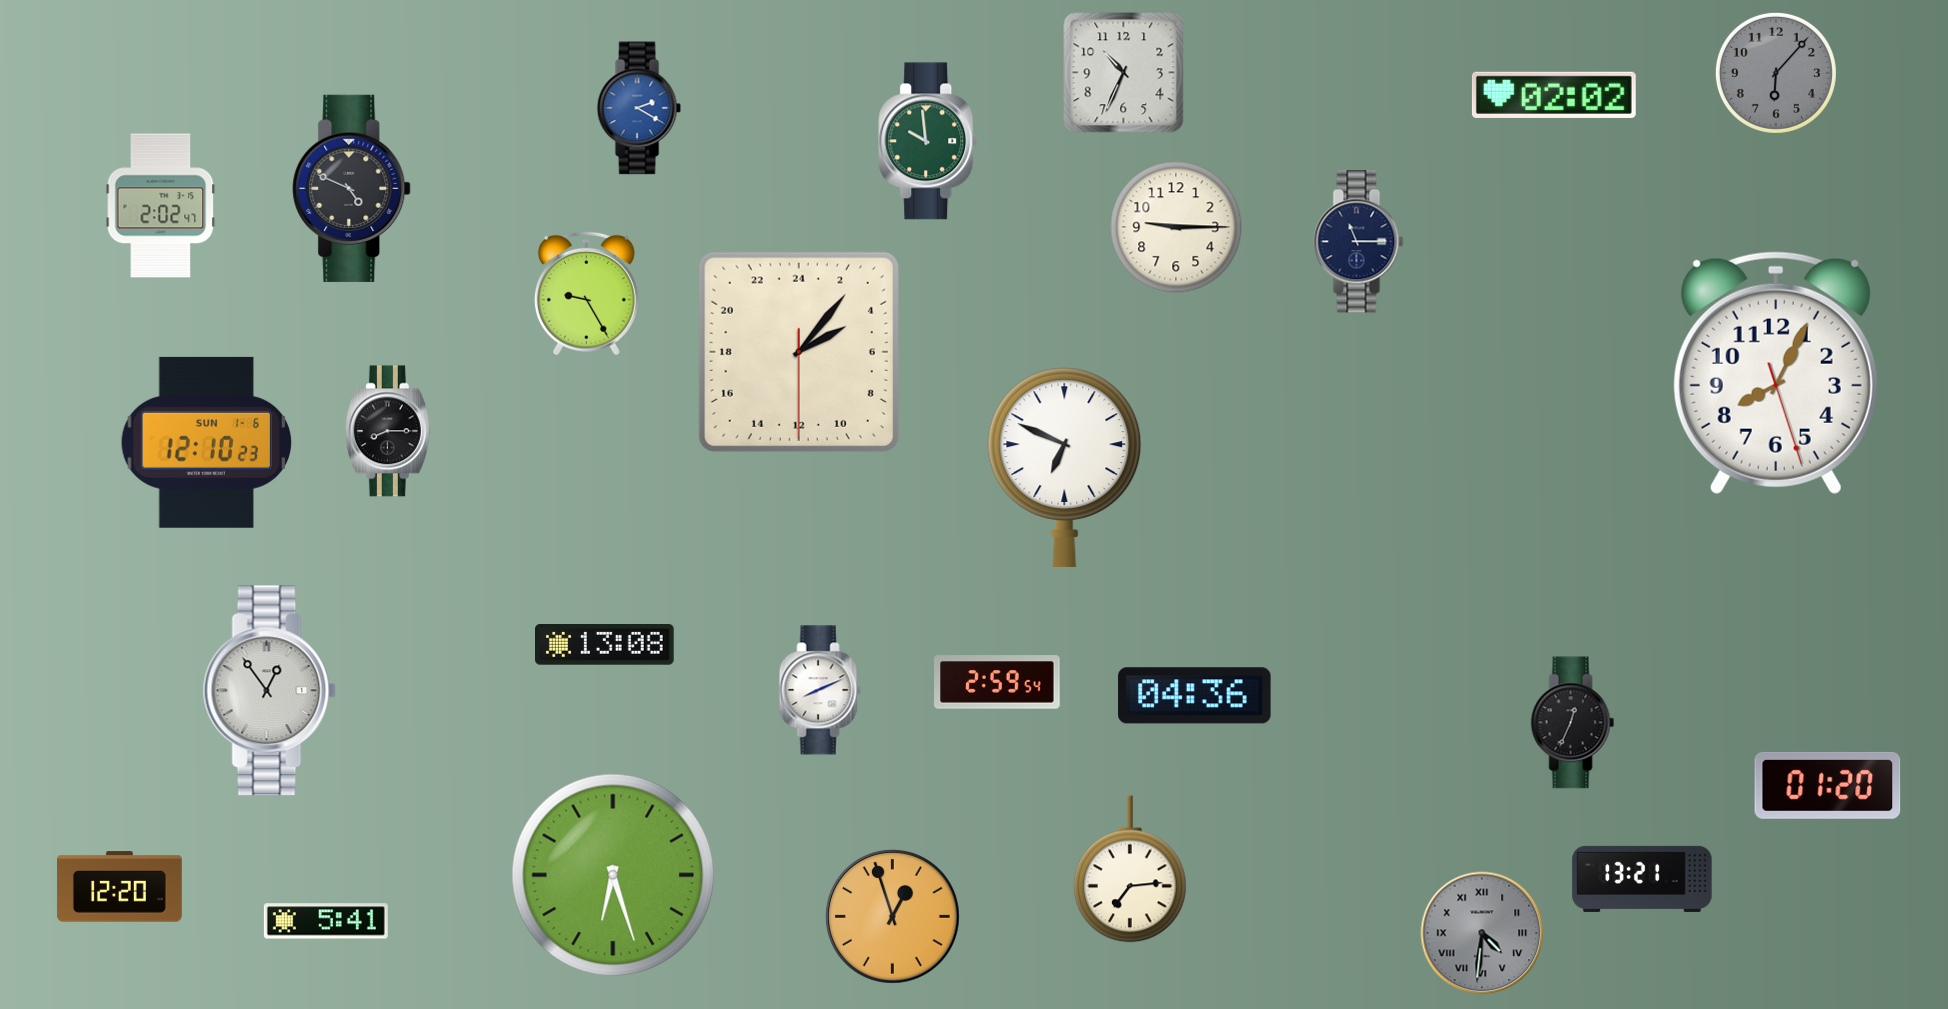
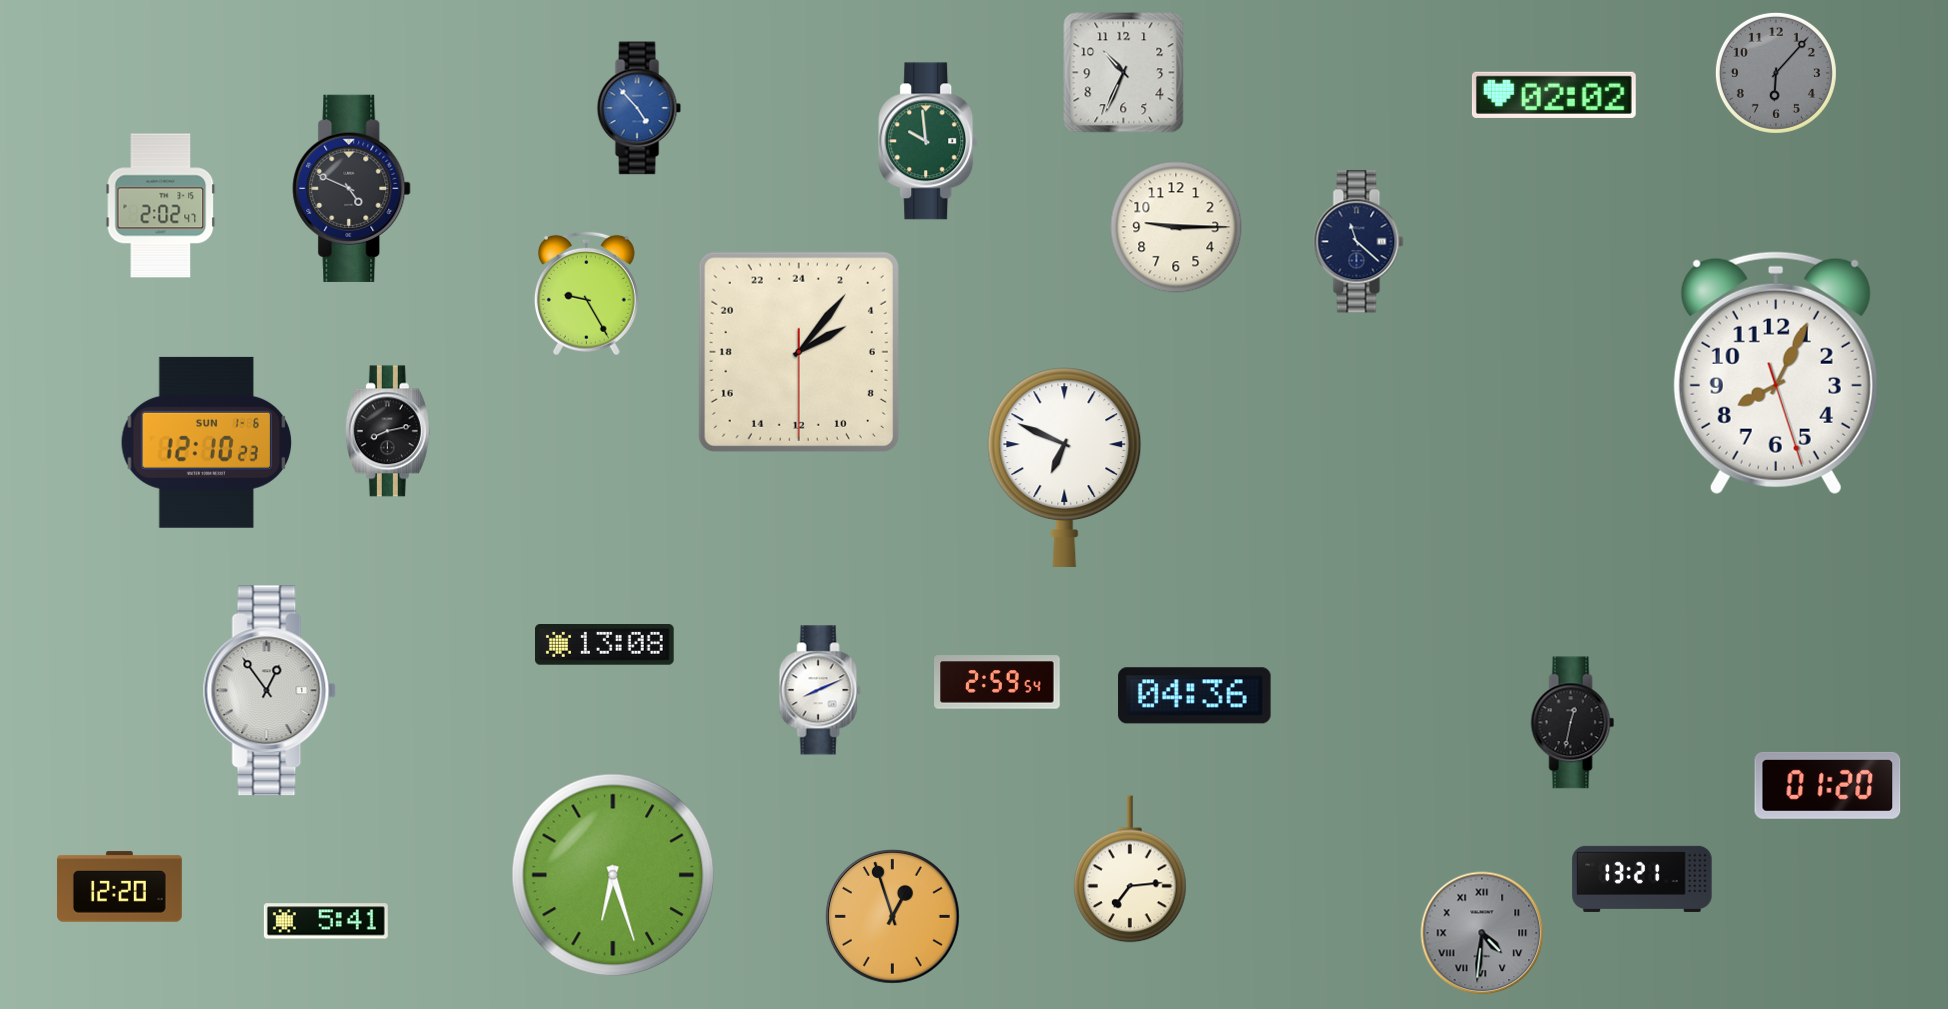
clock at (639, 108): 2:20 -> 4:53
clock at (1359, 242): 11:15 -> 11:22
clock at (388, 431): 8:15 -> 8:13
clock at (1573, 723): 12:34 -> 12:32
